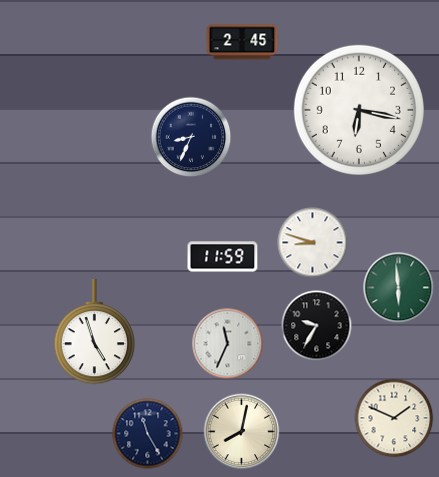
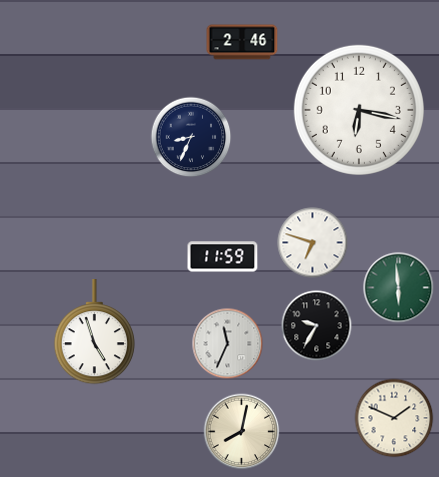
clock at (242, 42): 2:45 -> 2:46
clock at (313, 243): 8:48 -> 6:48
clock at (148, 434): 11:25 -> none
